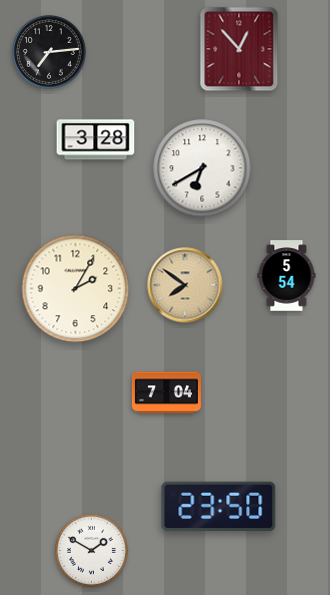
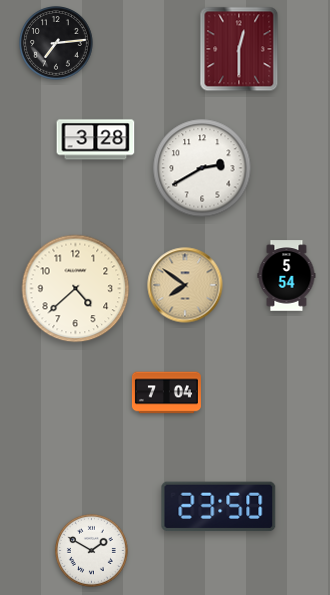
clock at (239, 49): 12:53 -> 12:30
clock at (50, 53) position: (50, 53) -> (57, 44)
clock at (202, 168): 6:40 -> 2:40
clock at (76, 289): 2:05 -> 4:38
